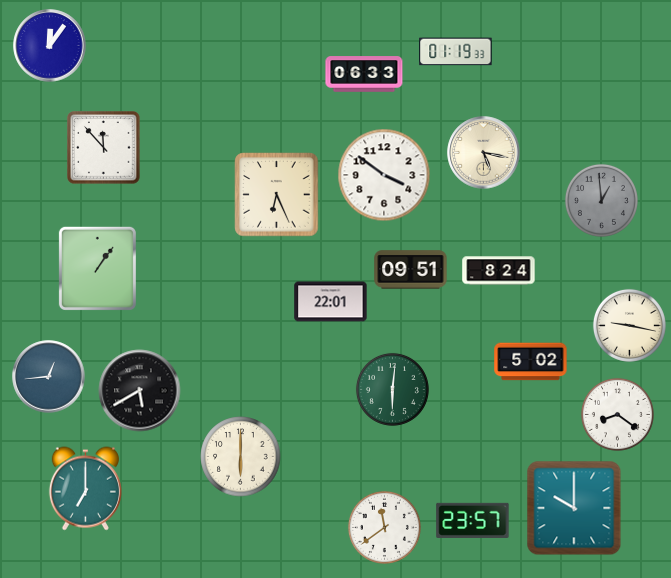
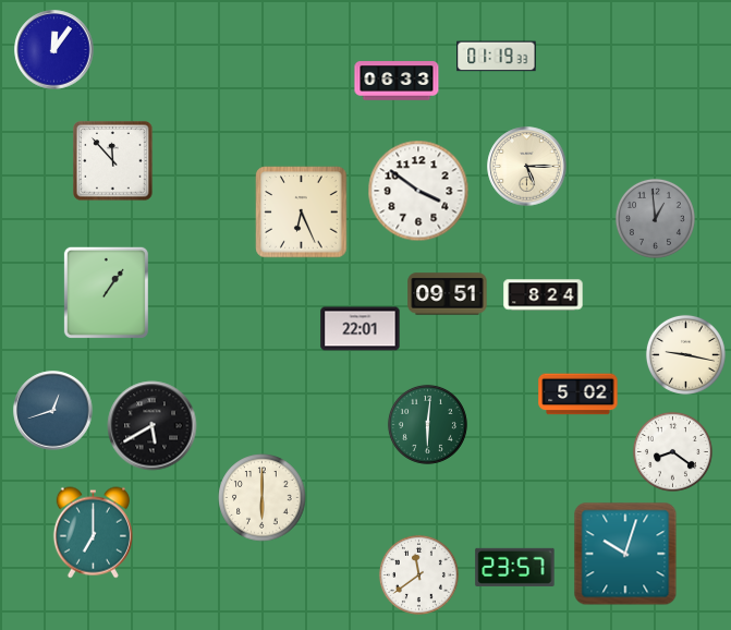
clock at (484, 153): 5:17 -> 5:15
clock at (49, 377): 12:44 -> 12:42
clock at (574, 508): 10:00 -> 10:03
